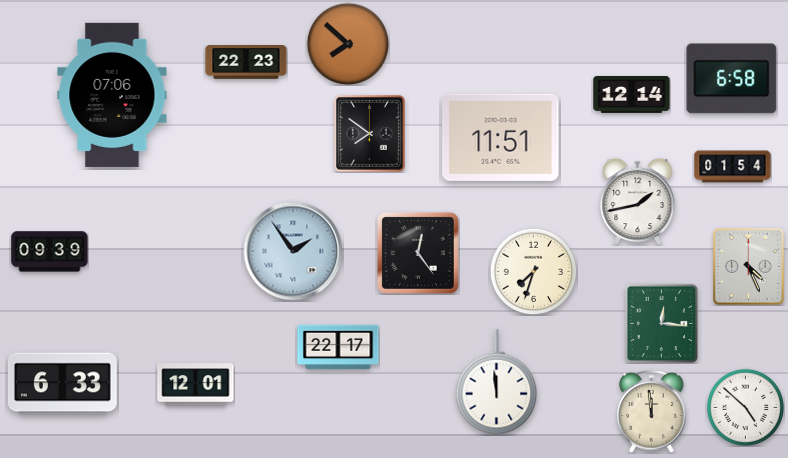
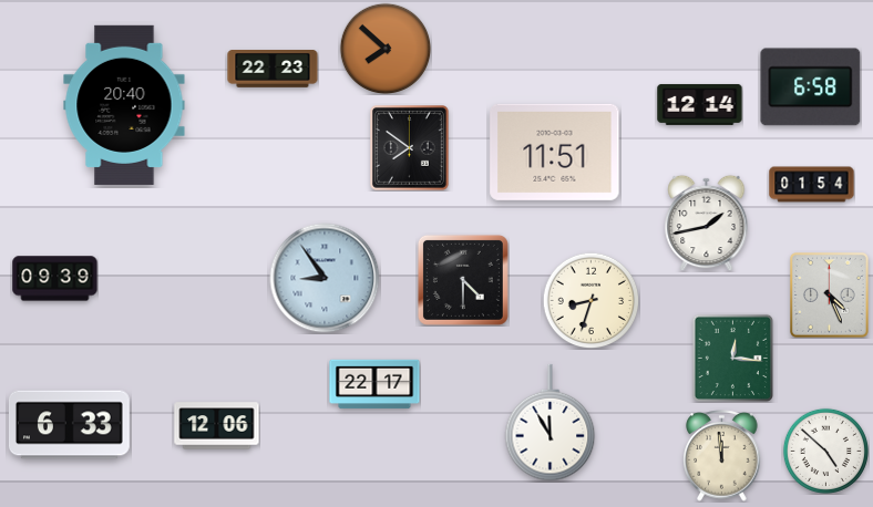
clock at (112, 95): 07:06 -> 20:40
clock at (293, 251): 1:54 -> 8:54
clock at (418, 253): 12:24 -> 4:30
clock at (533, 271): 7:33 -> 8:33
clock at (497, 382): 11:59 -> 11:55
clock at (196, 385): 12:01 -> 12:06
